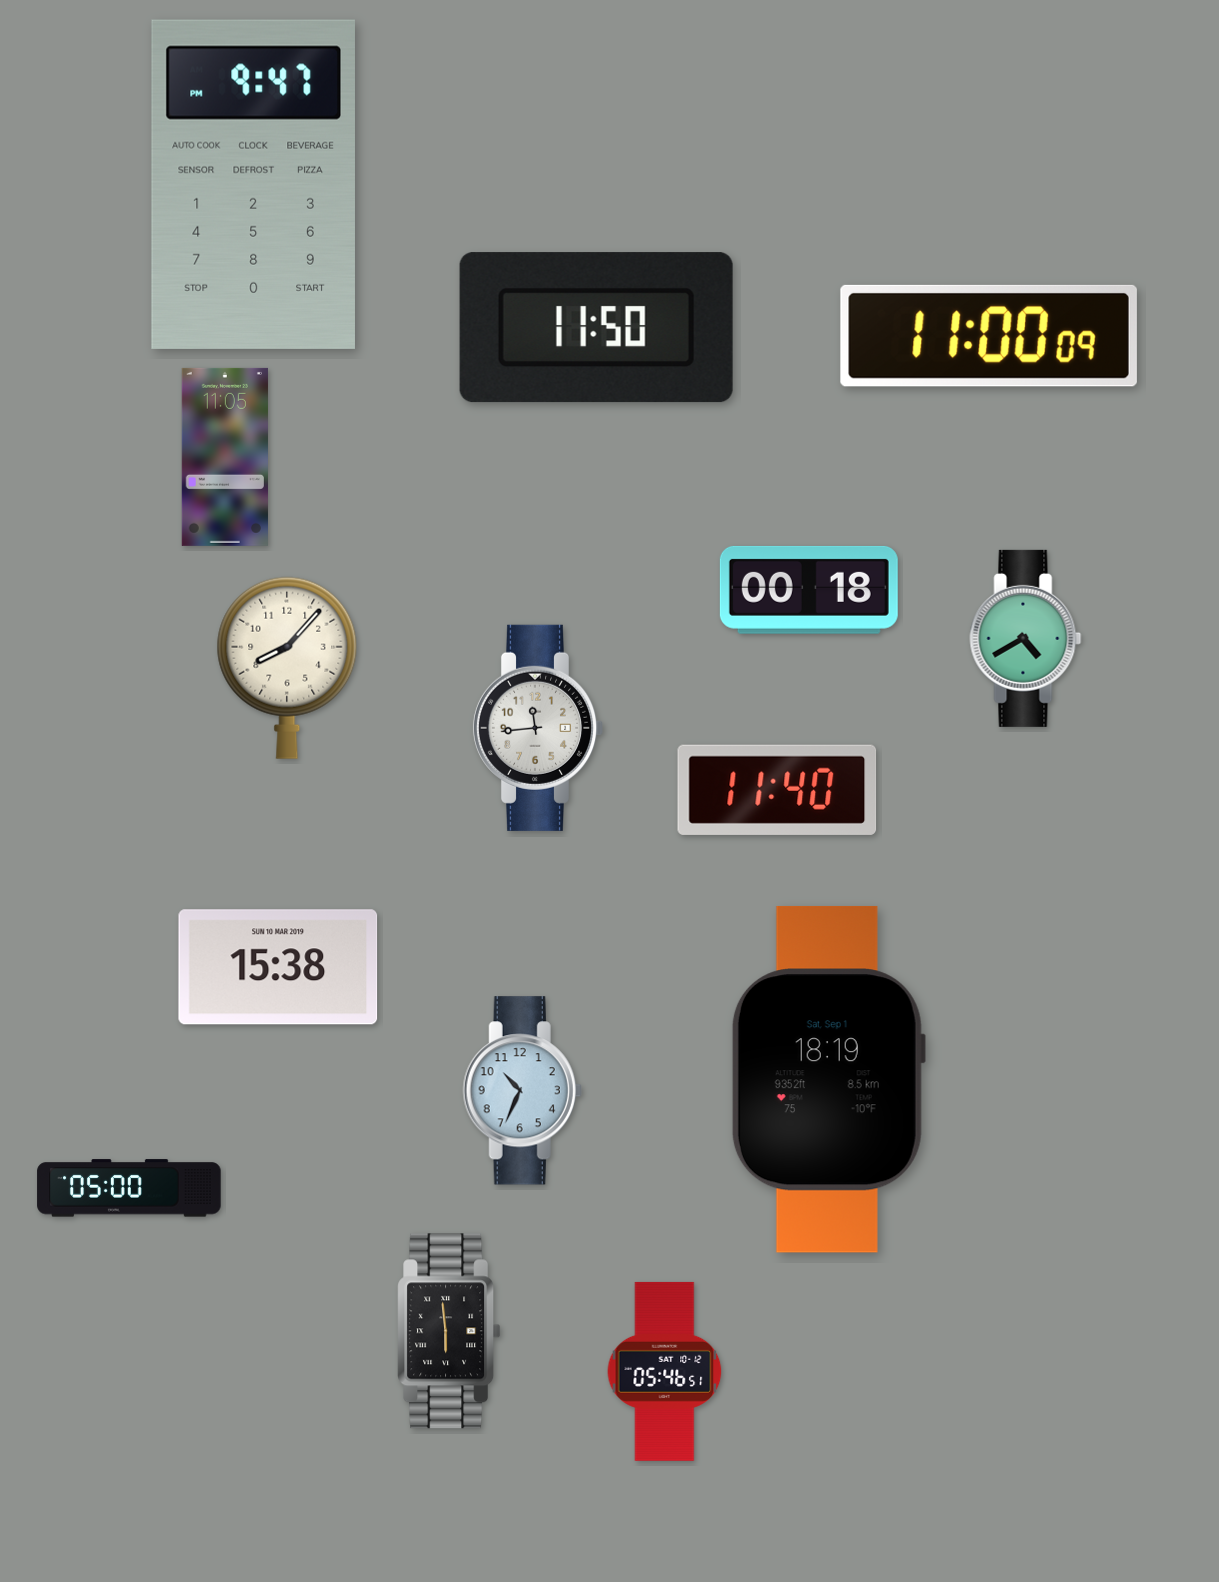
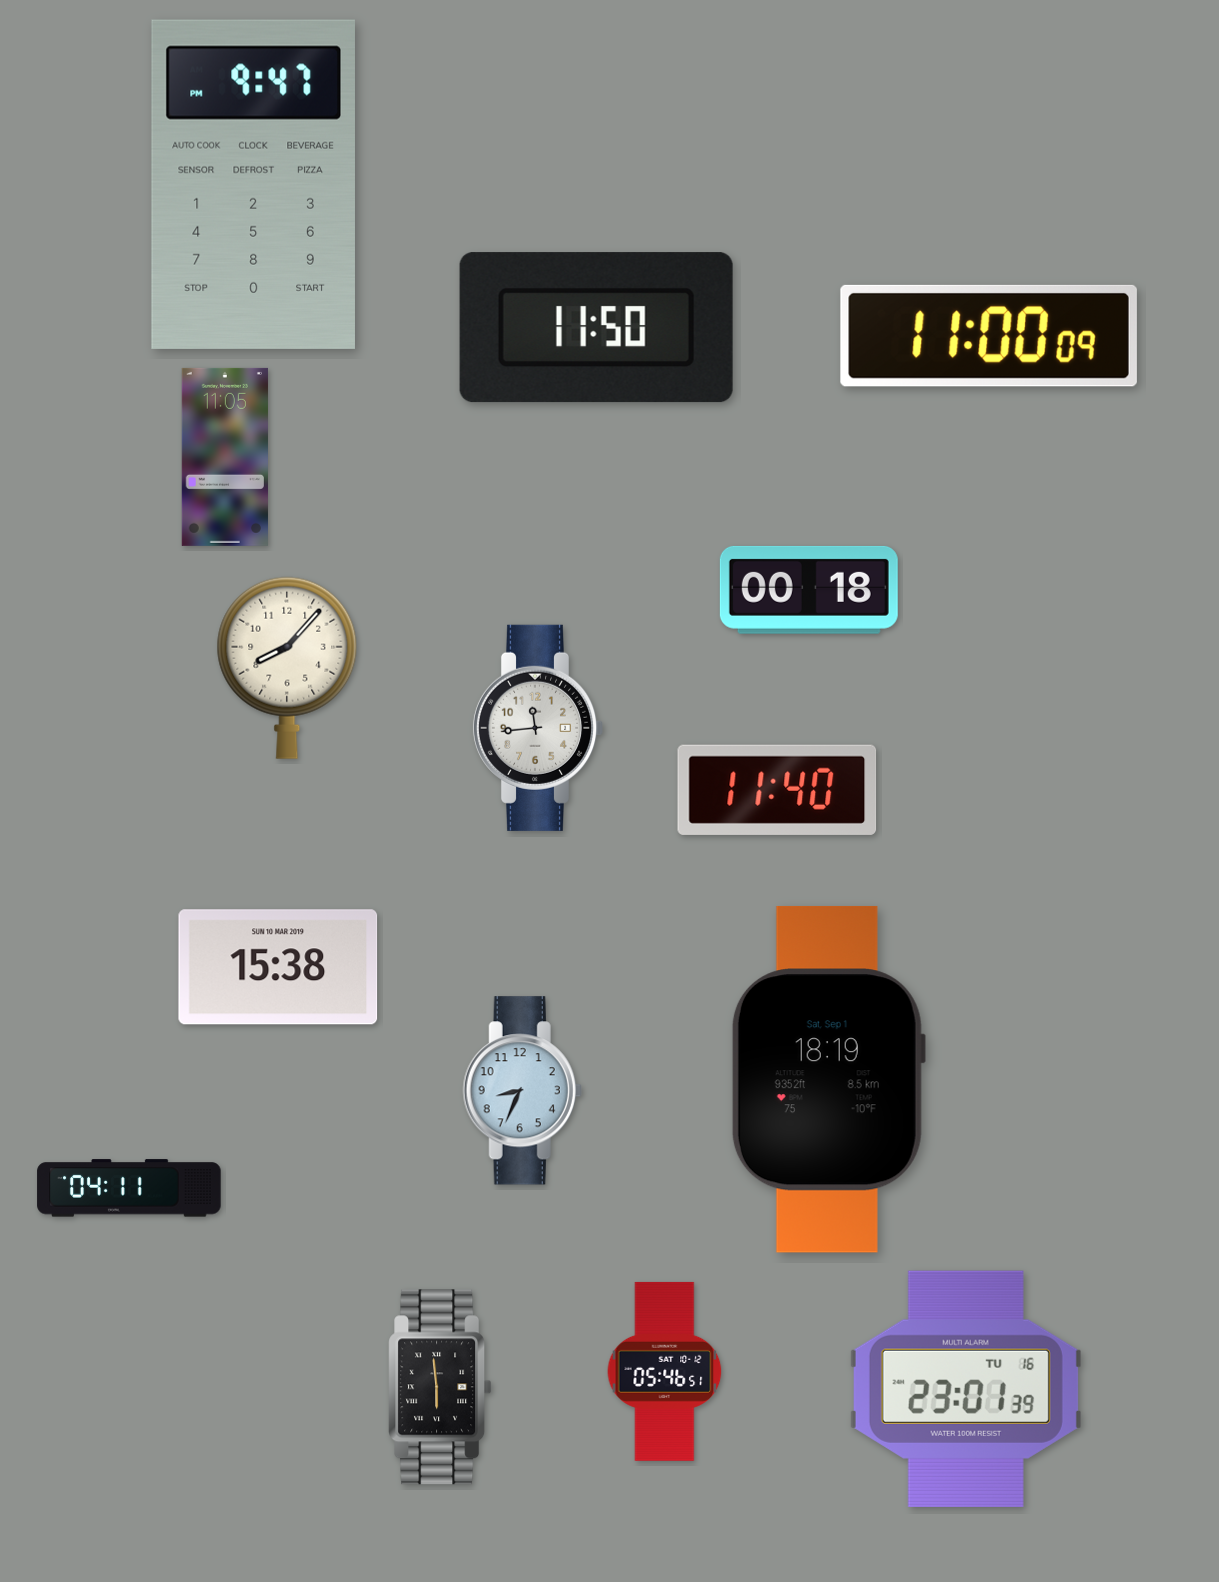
clock at (1026, 638): 4:40 -> none
clock at (522, 1091): 10:34 -> 8:34
clock at (129, 1188): 05:00 -> 04:11
clock at (449, 1331) position: (449, 1331) -> (440, 1387)
clock at (966, 1389): none -> 23:01
